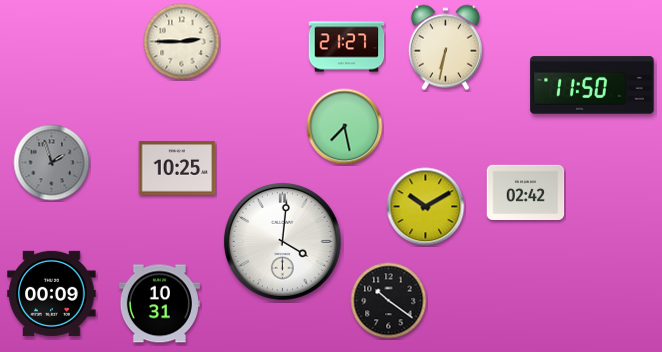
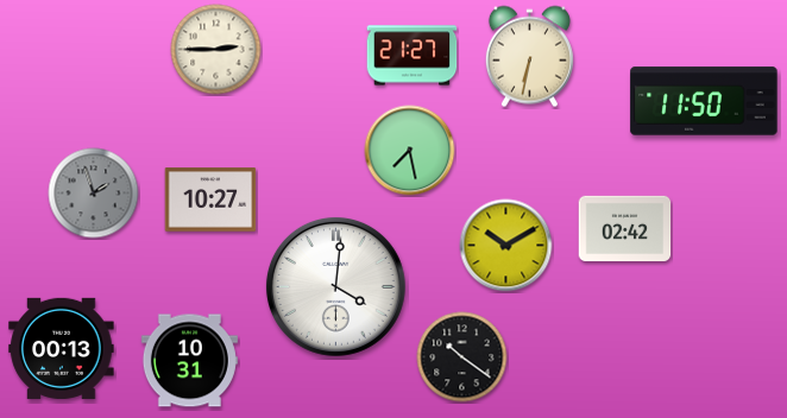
clock at (52, 163) position: (52, 163) -> (94, 194)
clock at (177, 168): 10:25 -> 10:27
clock at (52, 293): 00:09 -> 00:13
